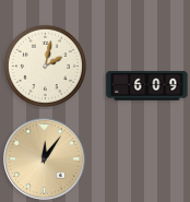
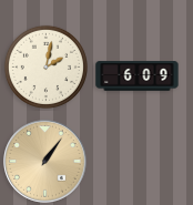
clock at (147, 86) position: (147, 86) -> (138, 76)
clock at (45, 159): 12:06 -> 1:06
